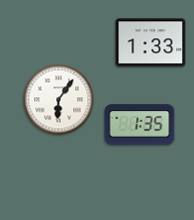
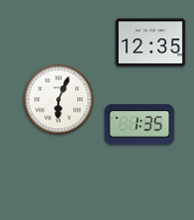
clock at (151, 43): 1:33 -> 12:35
clock at (59, 100): 6:06 -> 6:04
